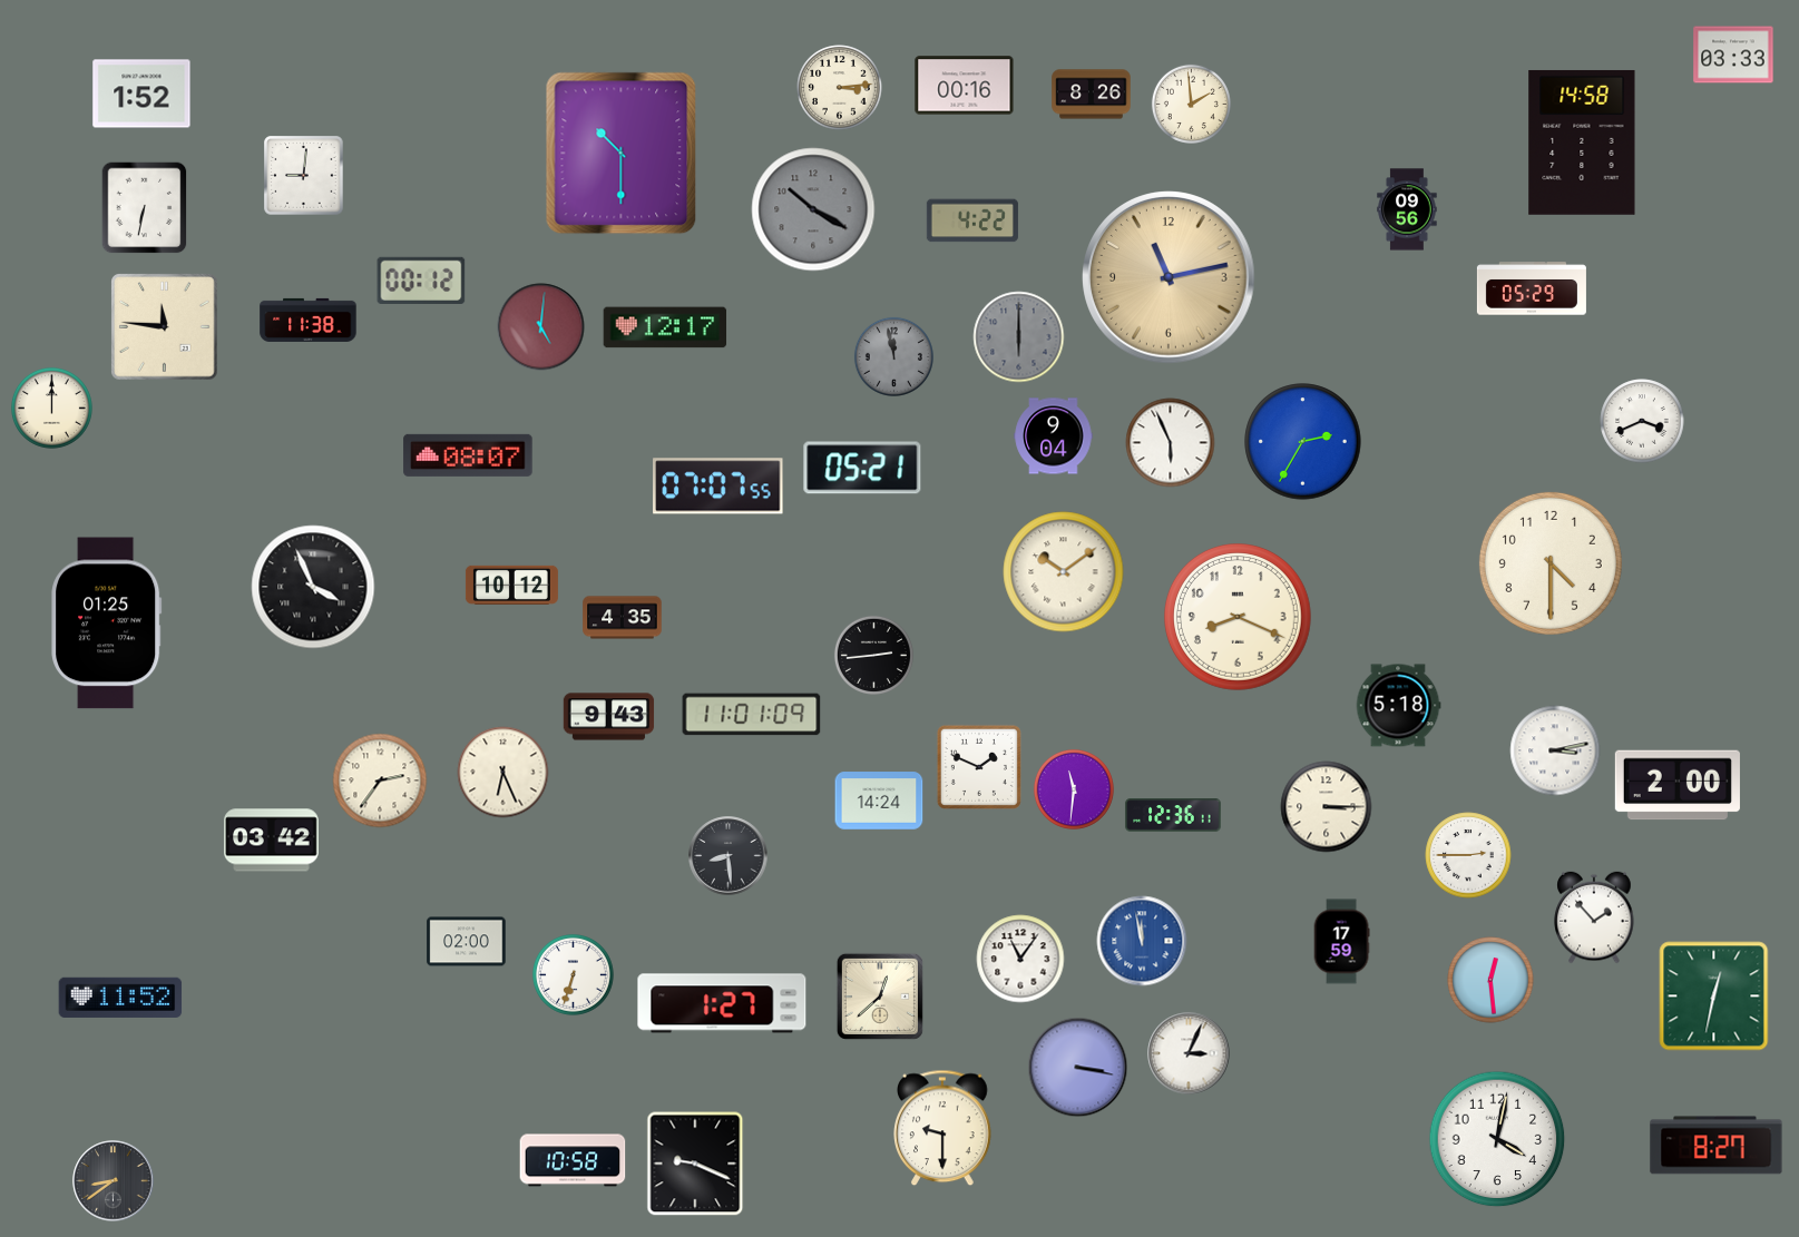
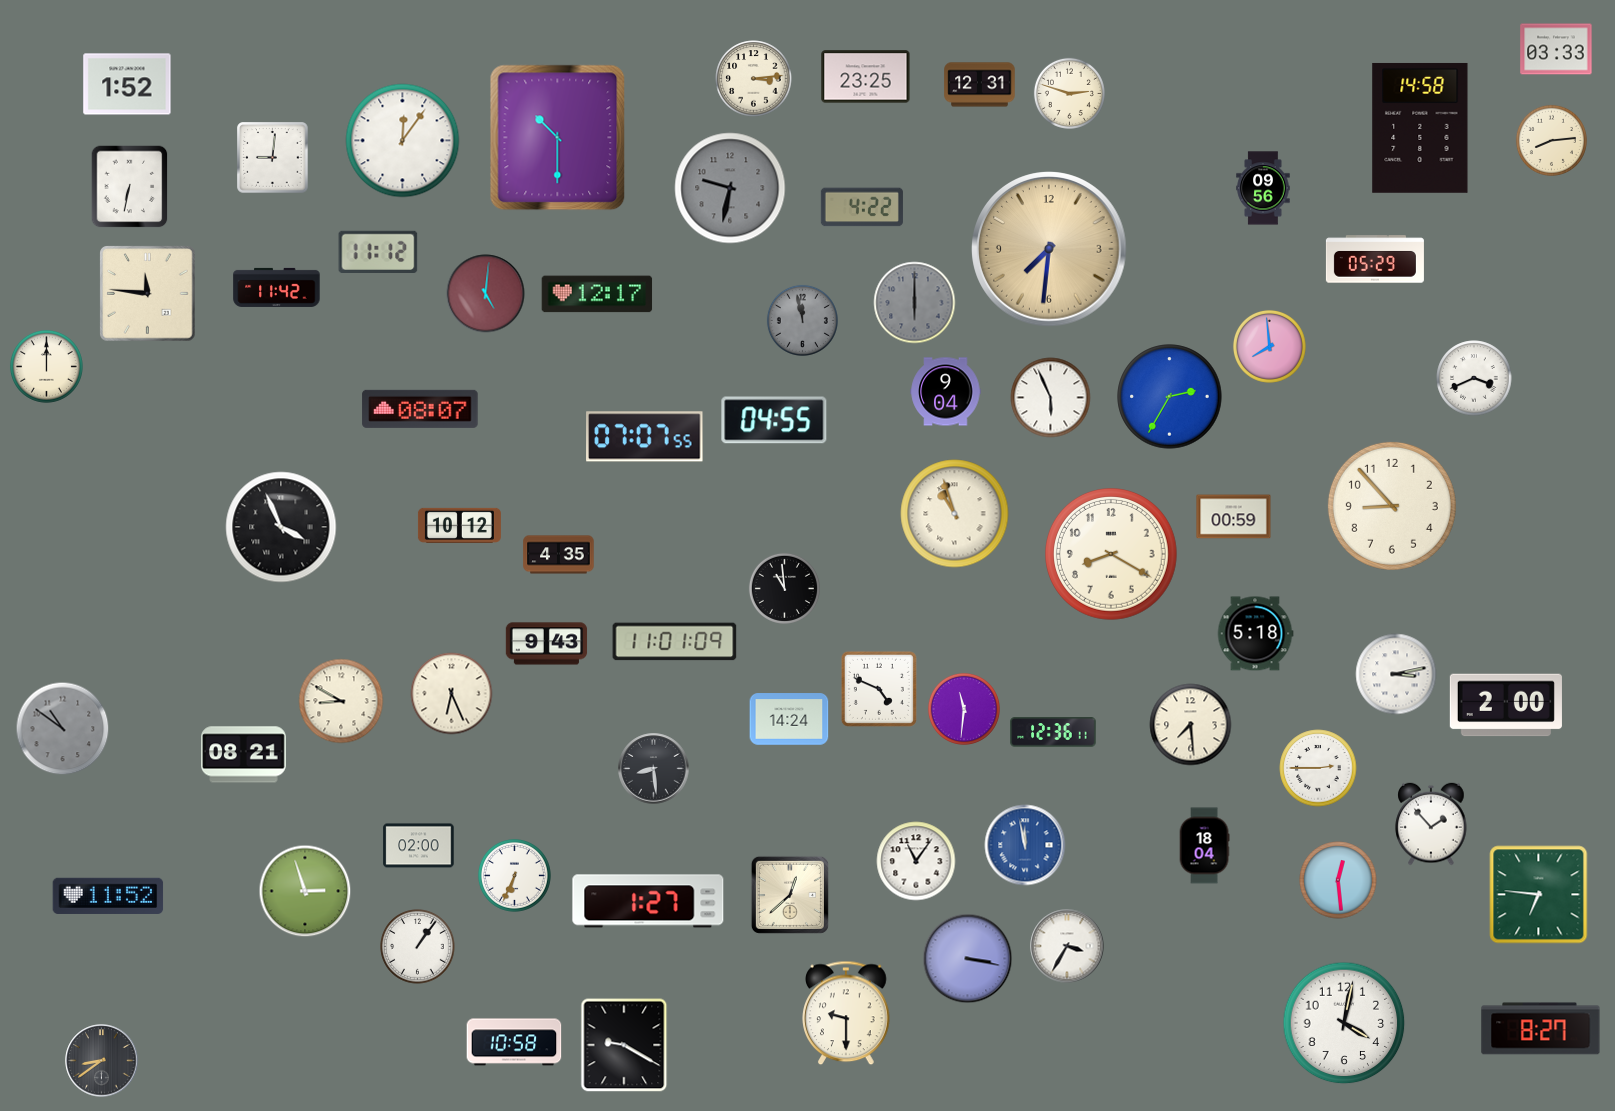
clock at (965, 86): 00:16 -> 23:25
clock at (1092, 95): 8:26 -> 12:31
clock at (1191, 104): 1:59 -> 2:48
clock at (1551, 140): none -> 8:14
clock at (403, 141): none -> 12:06
clock at (813, 209): 10:20 -> 9:32
clock at (972, 220) position: (972, 220) -> (862, 207)
clock at (1169, 277): 11:13 -> 7:31
clock at (421, 279): 00:12 -> 11:12
clock at (309, 320): 11:38 -> 11:42
clock at (1269, 346): none -> 7:59
clock at (862, 468): 05:21 -> 04:55
clock at (1551, 563): 4:30 -> 8:53
clock at (1064, 572): 10:09 -> 10:57
clock at (1234, 517): none -> 00:59
clock at (1239, 618): 8:19 -> 8:20
clock at (107, 624): 01:25 -> none
clock at (873, 655): 2:44 -> 10:59
clock at (979, 767): 1:49 -> 4:49
clock at (380, 781): 2:36 -> 8:50
clock at (1327, 807): 3:15 -> 7:29
clock at (63, 729): none -> 10:51
clock at (272, 841): 03:42 -> 08:21
clock at (1341, 942): 17:59 -> 18:04
clock at (573, 974): 6:33 -> 6:34
clock at (305, 891): none -> 2:57
clock at (1714, 997): 12:32 -> 6:46
clock at (1189, 1053): 3:04 -> 3:35
clock at (418, 947): none -> 1:06
clock at (695, 1164): 9:19 -> 9:20
